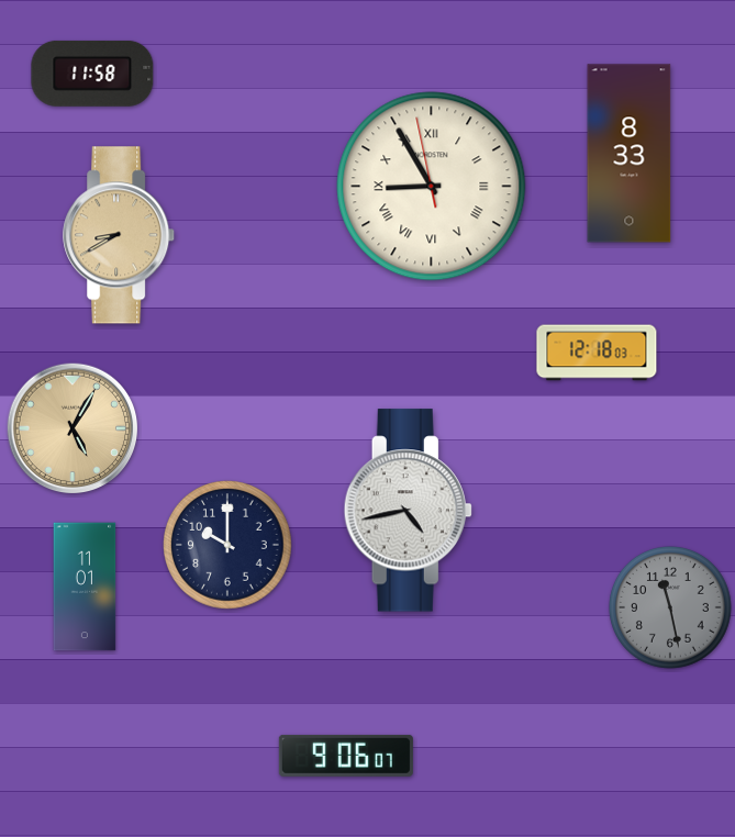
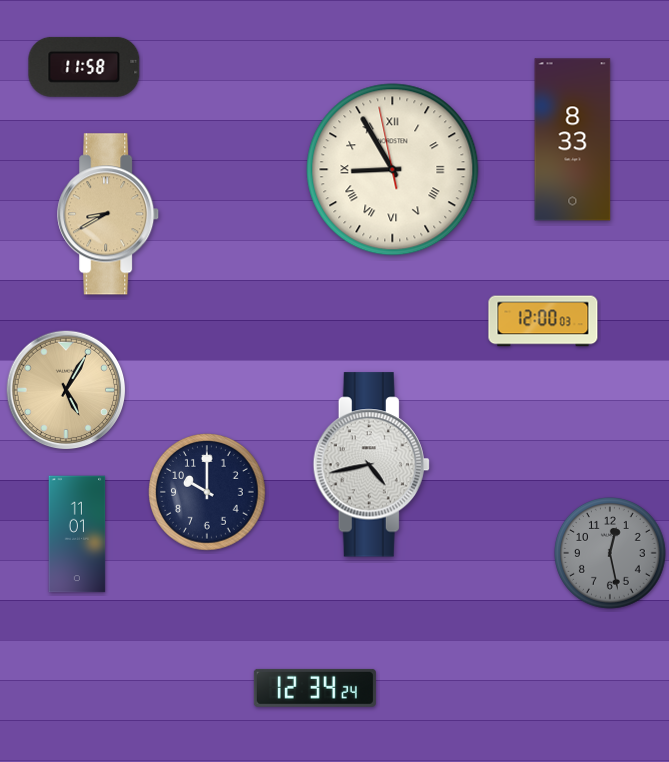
clock at (597, 353): 12:18 -> 12:00
clock at (227, 545) position: (227, 545) -> (207, 492)
clock at (671, 609): 11:28 -> 12:28
clock at (346, 756): 9:06 -> 12:34
